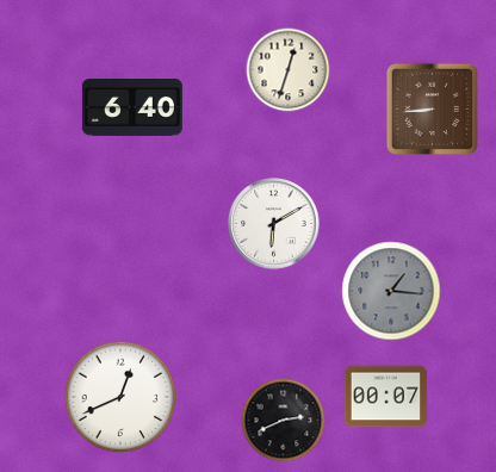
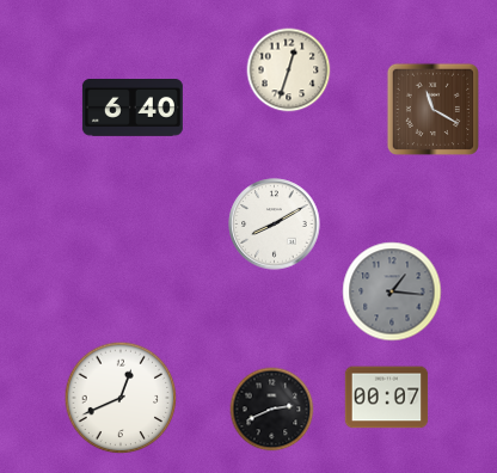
clock at (432, 108): 8:44 -> 11:20
clock at (274, 224): 6:10 -> 8:10
clock at (284, 421) position: (284, 421) -> (272, 410)
